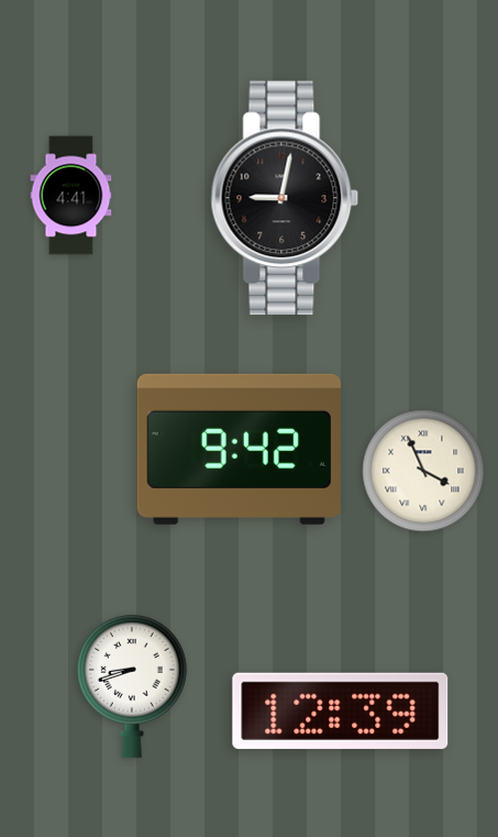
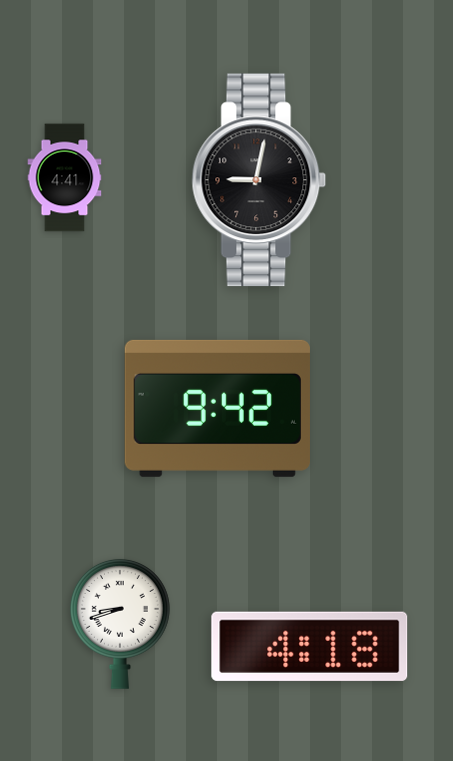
clock at (423, 471): 3:56 -> none
clock at (341, 711): 12:39 -> 4:18
